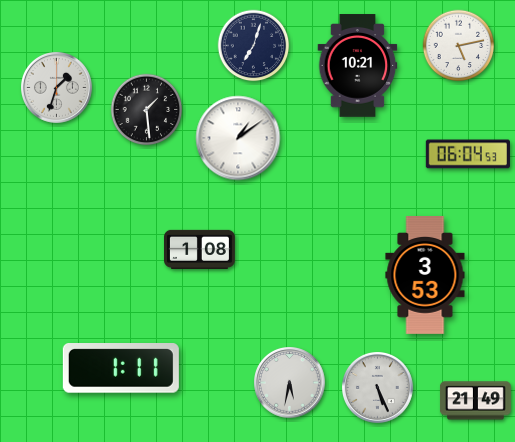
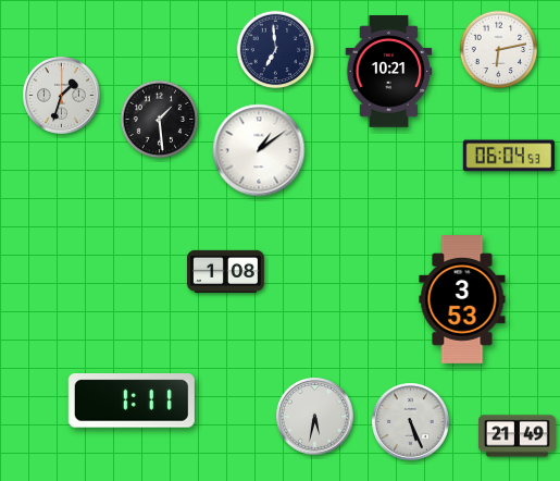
clock at (254, 46): 7:03 -> 6:59
clock at (459, 46): 5:13 -> 6:13
clock at (468, 154) position: (468, 154) -> (509, 156)
clock at (200, 249) position: (200, 249) -> (226, 271)
